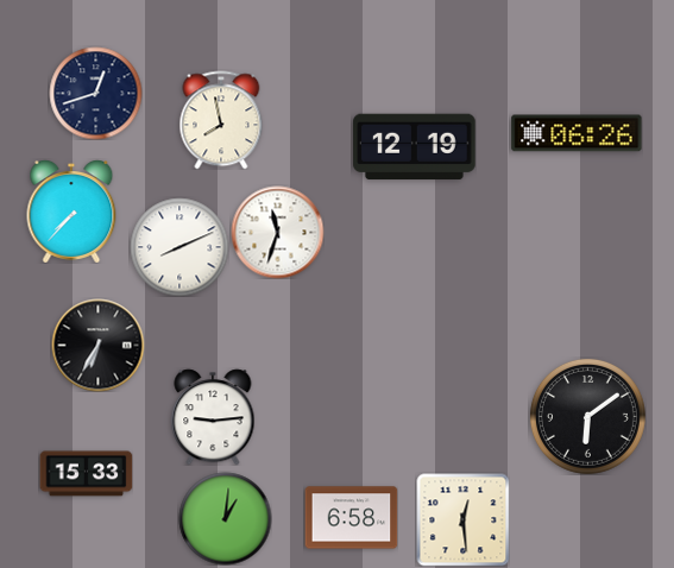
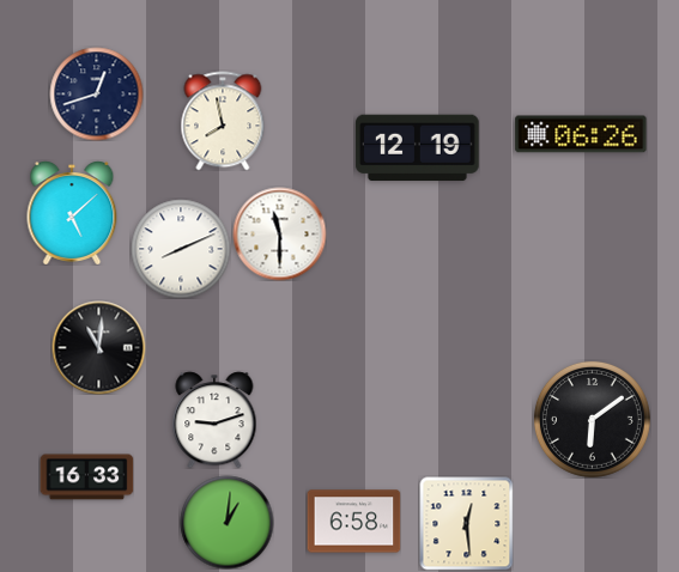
clock at (71, 212): 7:37 -> 5:08
clock at (277, 232): 11:33 -> 11:30
clock at (97, 345): 6:35 -> 11:01
clock at (213, 417): 9:14 -> 9:12
clock at (86, 474): 15:33 -> 16:33
